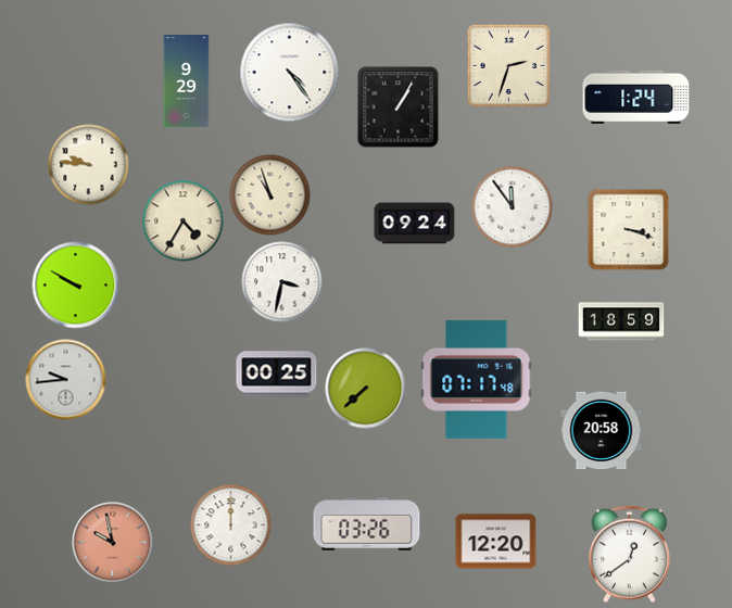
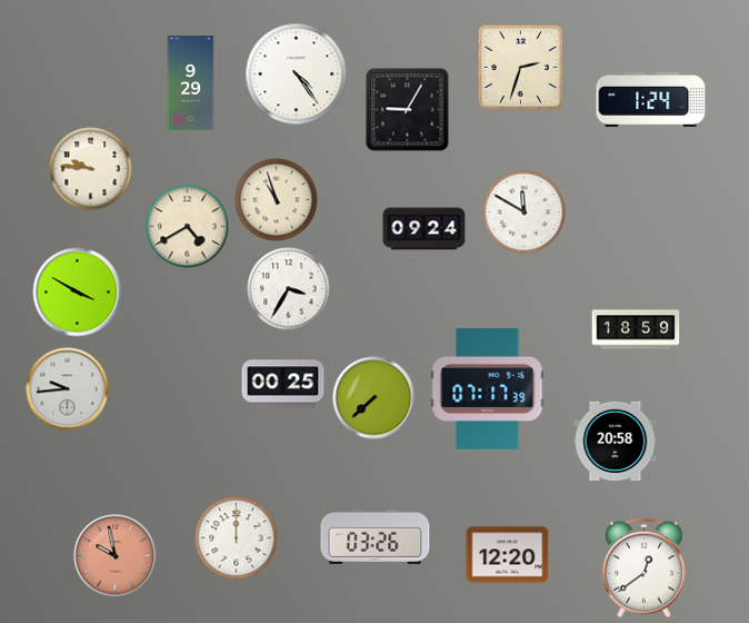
clock at (399, 107): 1:05 -> 9:05
clock at (513, 207): 11:54 -> 11:50
clock at (184, 221): 4:35 -> 4:40
clock at (629, 230): 3:18 -> none
clock at (282, 282): 3:32 -> 3:35
clock at (76, 286): 9:50 -> 3:50
clock at (477, 379): 07:17:48 -> 07:17:39
